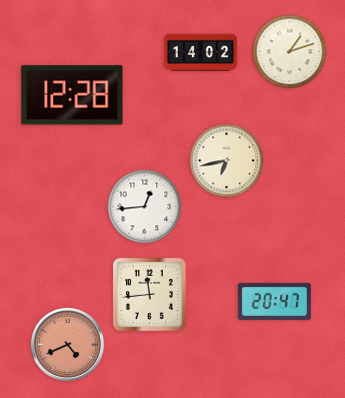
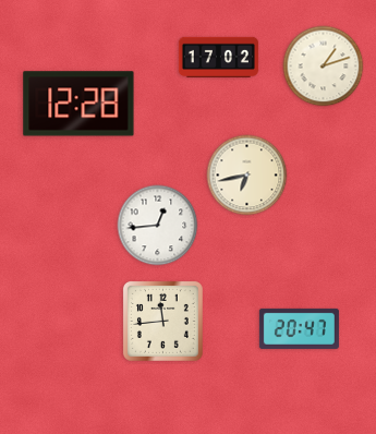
clock at (200, 52): 14:02 -> 17:02
clock at (290, 52) position: (290, 52) -> (324, 67)
clock at (68, 345): 4:41 -> none
